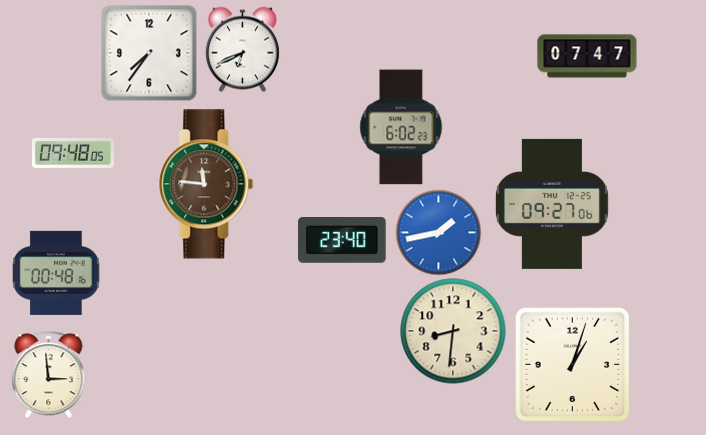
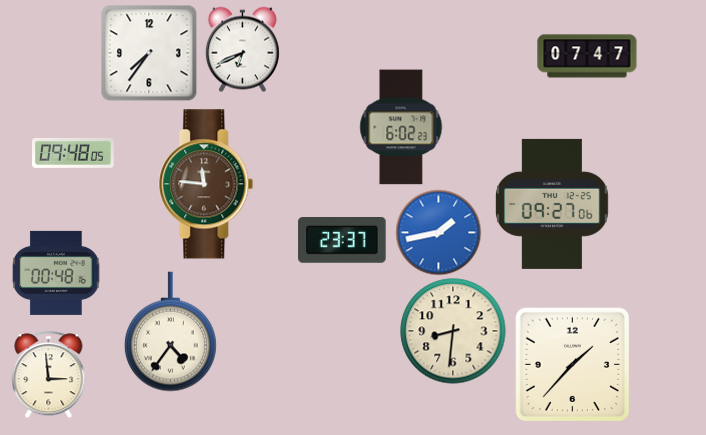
clock at (342, 241): 23:40 -> 23:37
clock at (170, 332): none -> 4:36
clock at (572, 364): 1:03 -> 1:37
